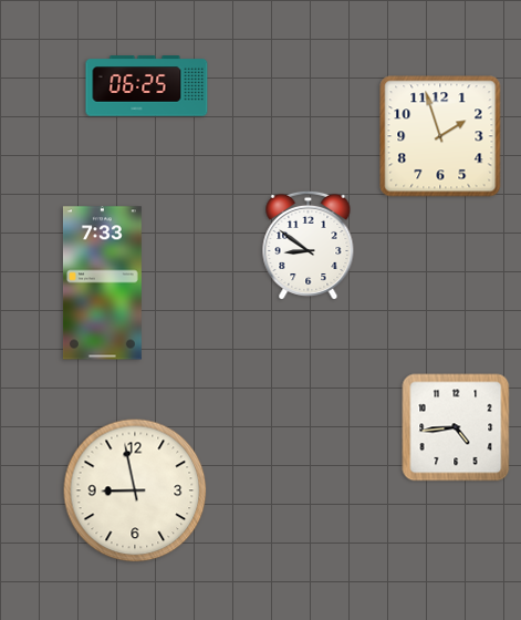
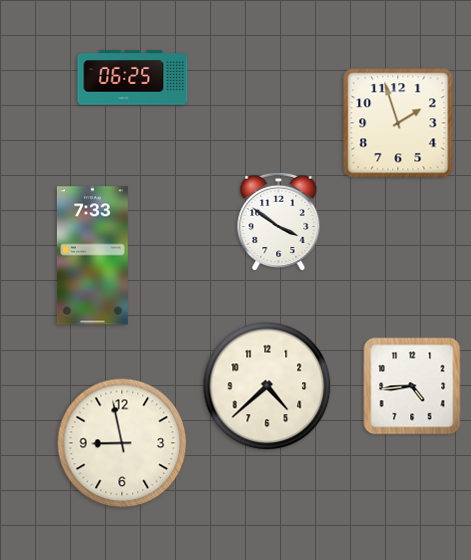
clock at (309, 246): 8:51 -> 3:51
clock at (267, 386): none -> 4:38
